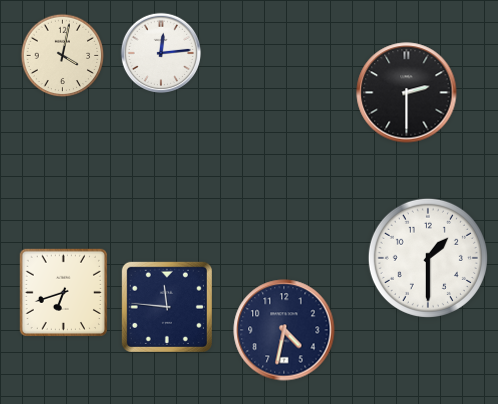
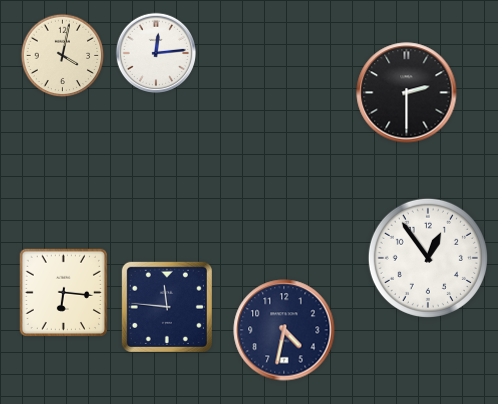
clock at (161, 53) position: (161, 53) -> (156, 53)
clock at (428, 258): 1:30 -> 12:54
clock at (63, 292): 6:42 -> 6:16
